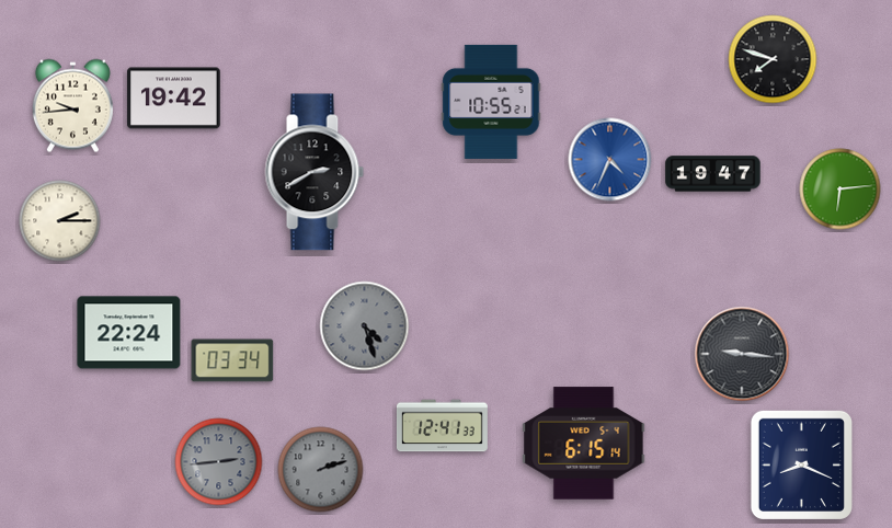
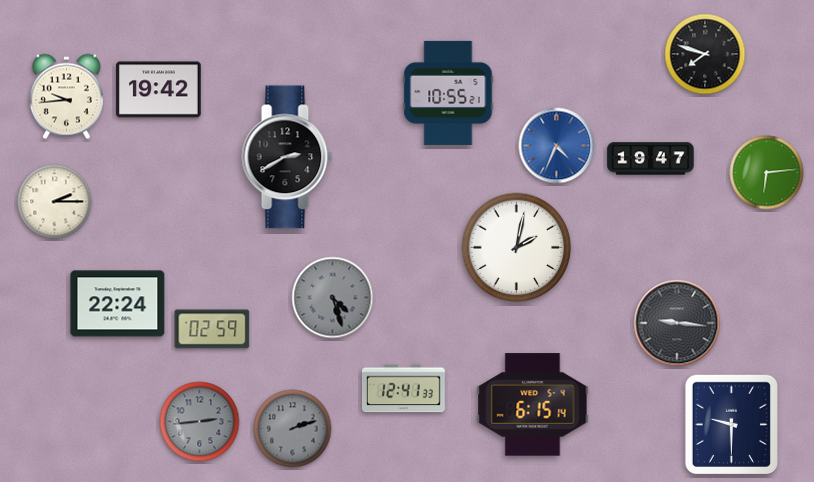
clock at (517, 248): none -> 2:02
clock at (232, 360): 03:34 -> 02:59
clock at (801, 464): 8:19 -> 9:30
